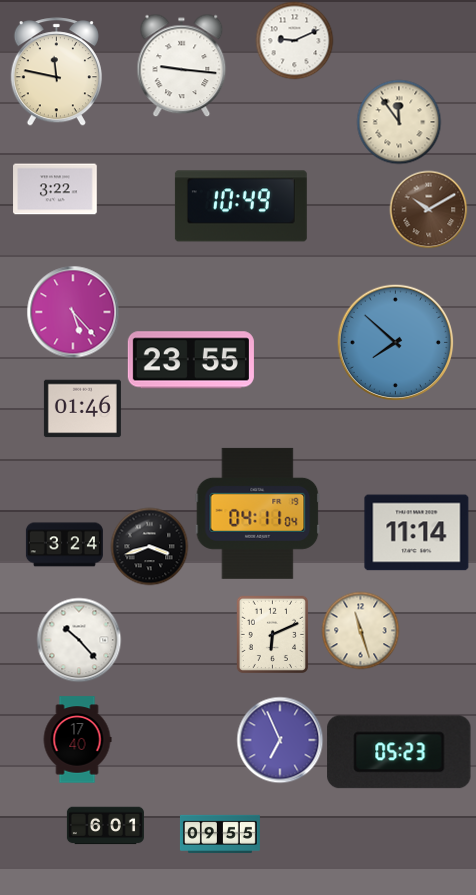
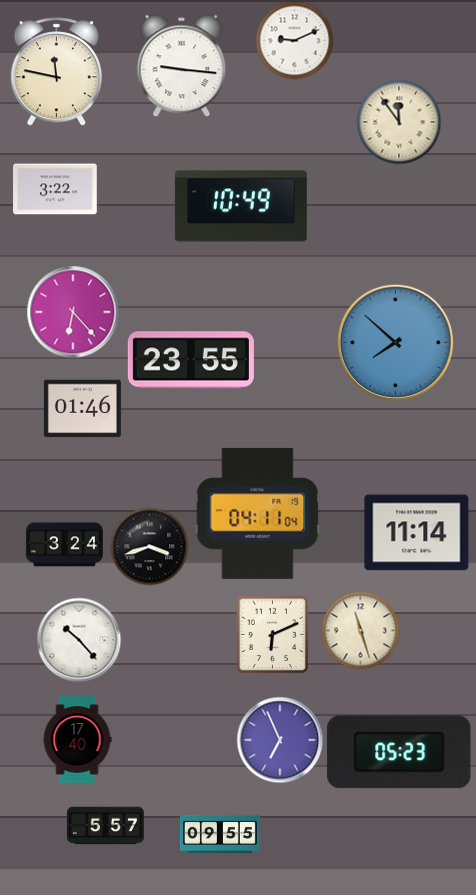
clock at (428, 209): 10:10 -> none
clock at (73, 312): 5:23 -> 6:23
clock at (105, 826): 6:01 -> 5:57
